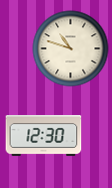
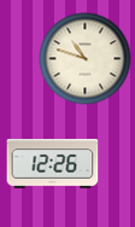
clock at (44, 136): 12:30 -> 12:26
